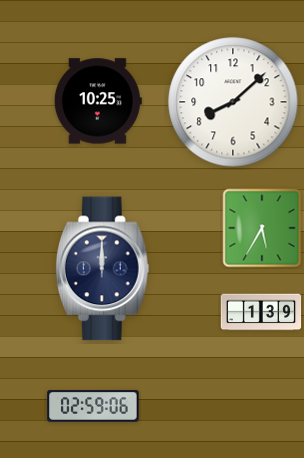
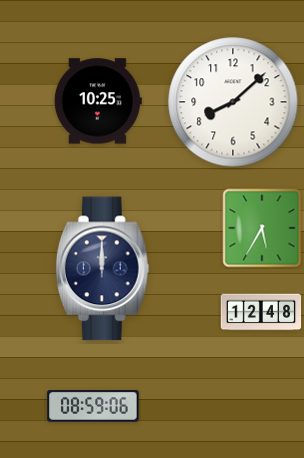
clock at (261, 312): 1:39 -> 12:48
clock at (93, 406): 02:59 -> 08:59
